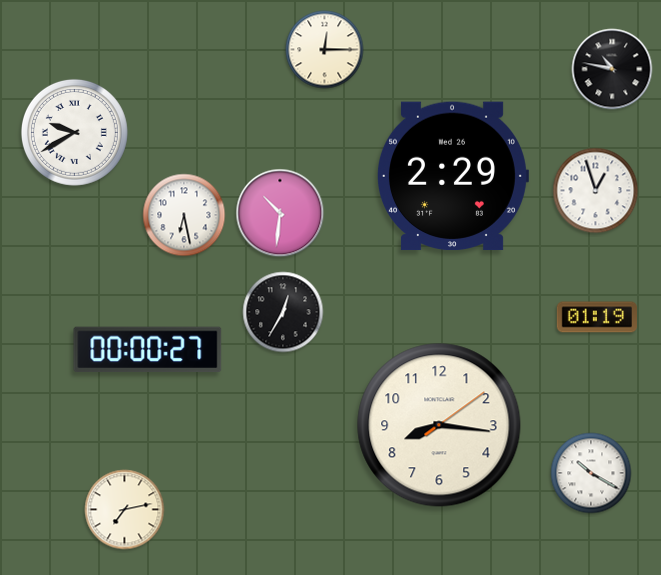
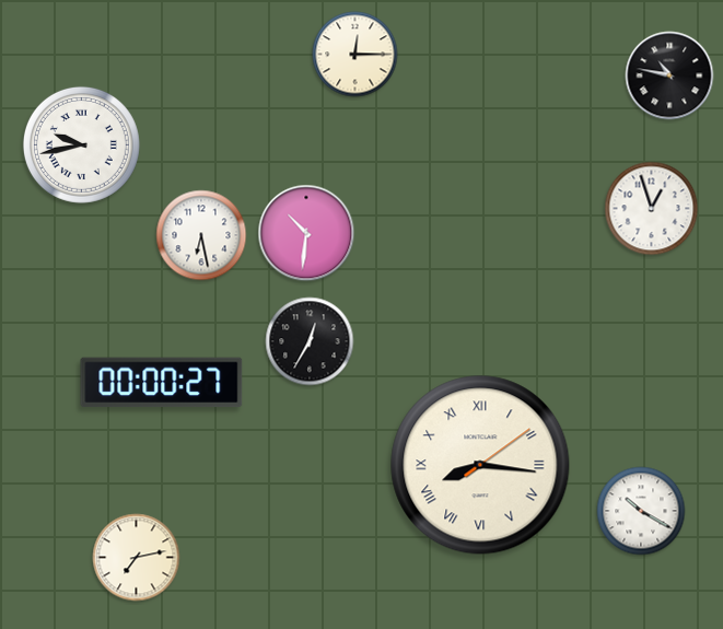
clock at (74, 132): 9:40 -> 9:43
clock at (452, 176): 2:29 -> none
clock at (597, 317): 01:19 -> none
clock at (439, 425) numerals: Arabic -> Roman
clock at (591, 473) position: (591, 473) -> (641, 511)
